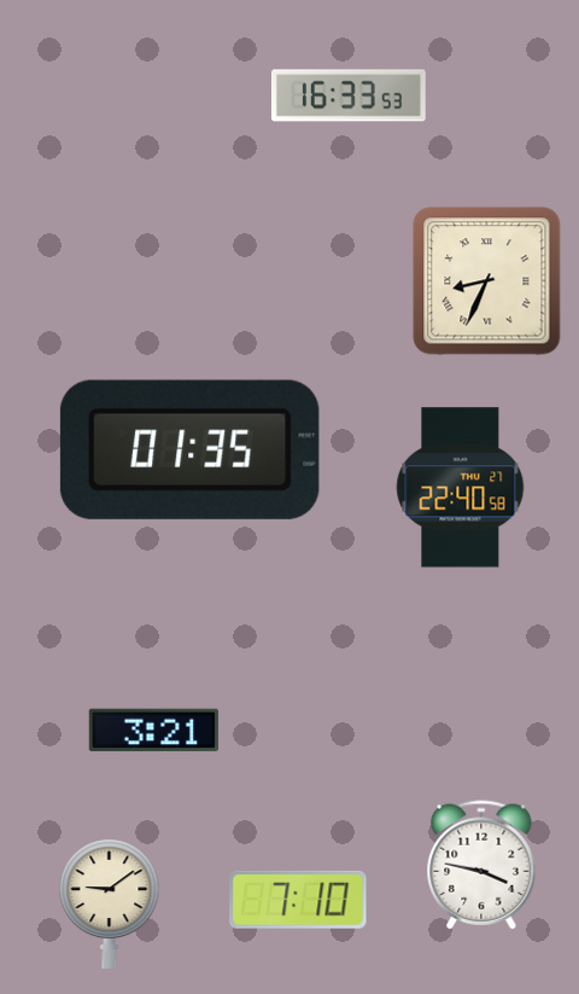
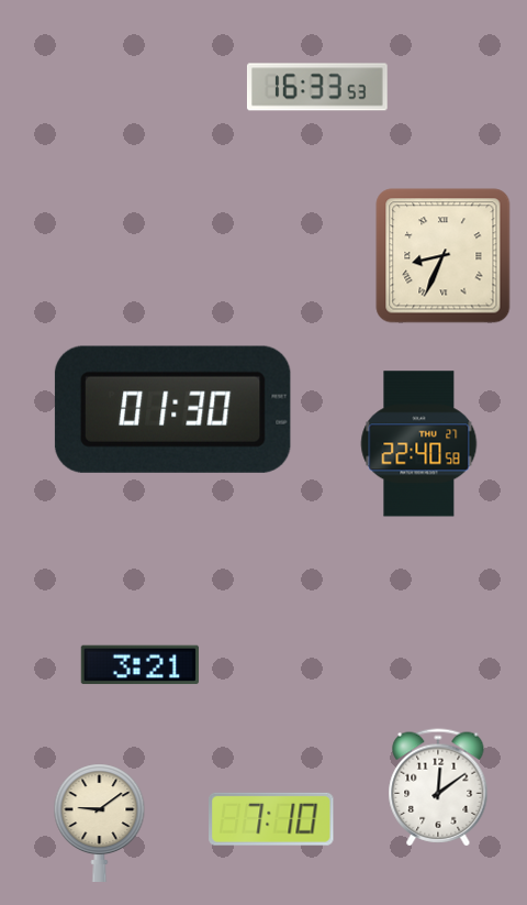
clock at (189, 449): 01:35 -> 01:30
clock at (481, 865): 3:47 -> 12:09
